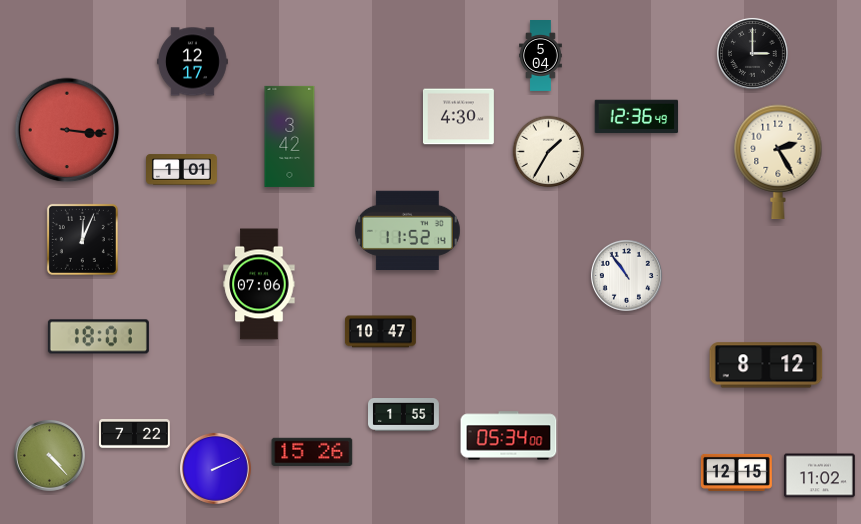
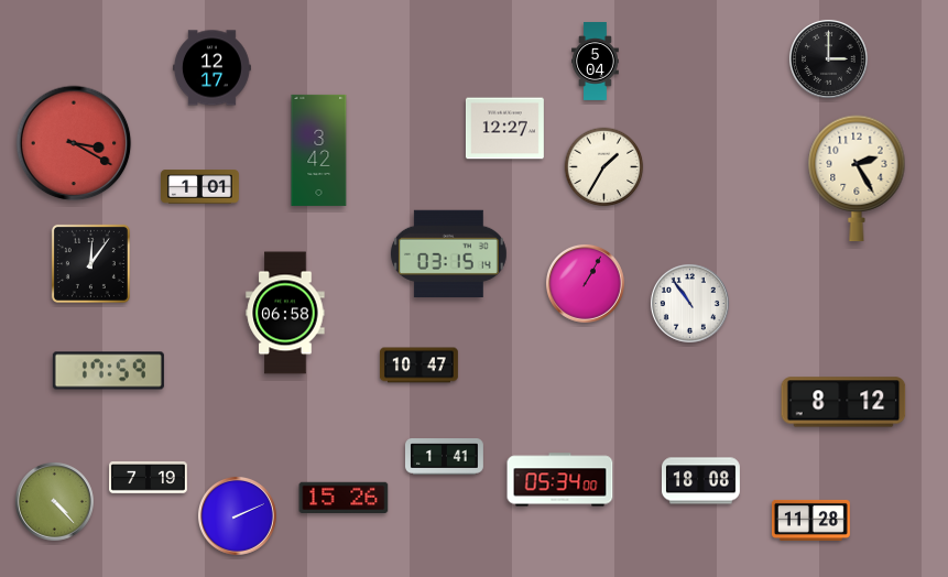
clock at (458, 117): 4:30 -> 12:27
clock at (637, 117): 12:36 -> none
clock at (67, 130): 3:16 -> 3:20
clock at (407, 230): 11:52 -> 03:15
clock at (82, 239): 12:04 -> 12:06
clock at (585, 283): none -> 1:05
clock at (259, 284): 07:06 -> 06:58
clock at (98, 337): 18:01 -> 17:59
clock at (404, 415): 1:55 -> 1:41
clock at (135, 434): 7:22 -> 7:19
clock at (700, 481): none -> 18:08
clock at (736, 472): 12:15 -> 11:28
clock at (819, 476): 11:02 -> none
